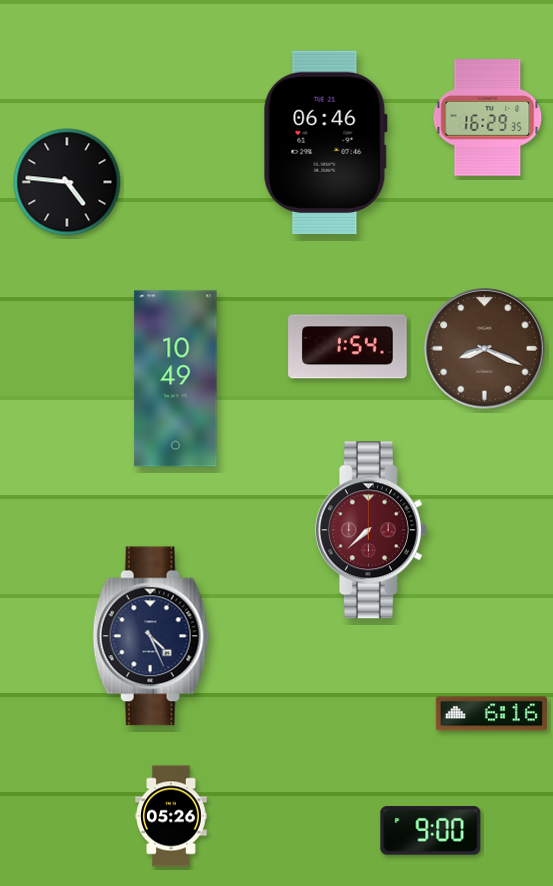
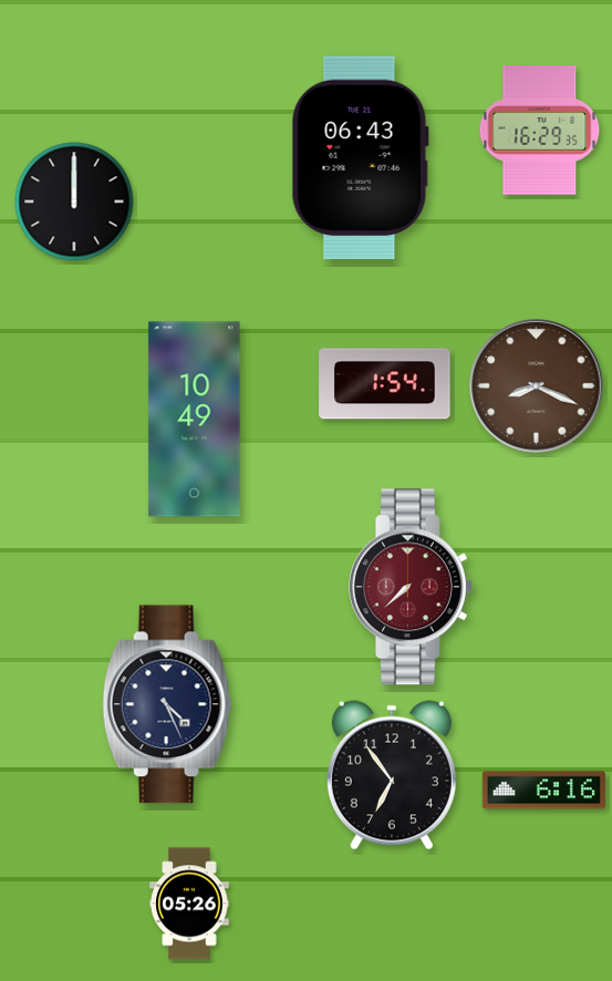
clock at (325, 142): 06:46 -> 06:43
clock at (67, 182): 4:46 -> 12:00
clock at (392, 775): none -> 6:54
clock at (431, 831): 9:00 -> none
